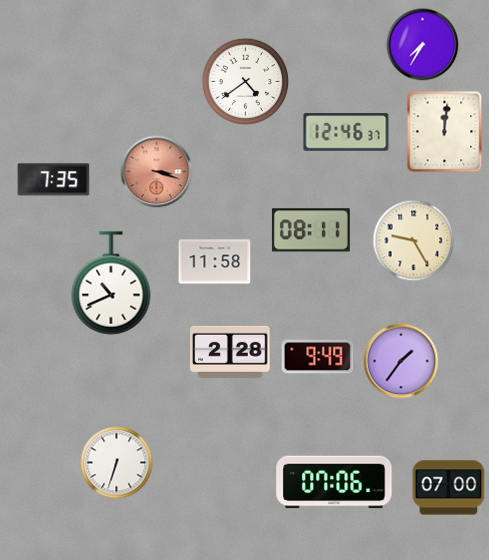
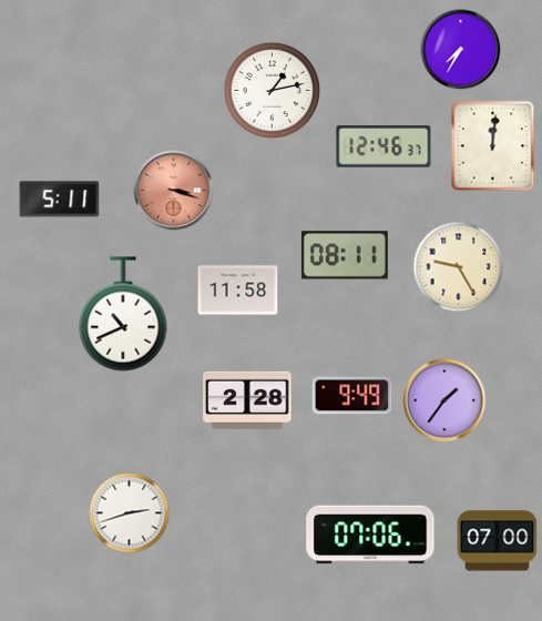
clock at (423, 45) position: (423, 45) -> (461, 50)
clock at (246, 82): 4:39 -> 1:13
clock at (54, 180): 7:35 -> 5:11
clock at (230, 352) position: (230, 352) -> (247, 400)
clock at (117, 463): 6:33 -> 2:42
